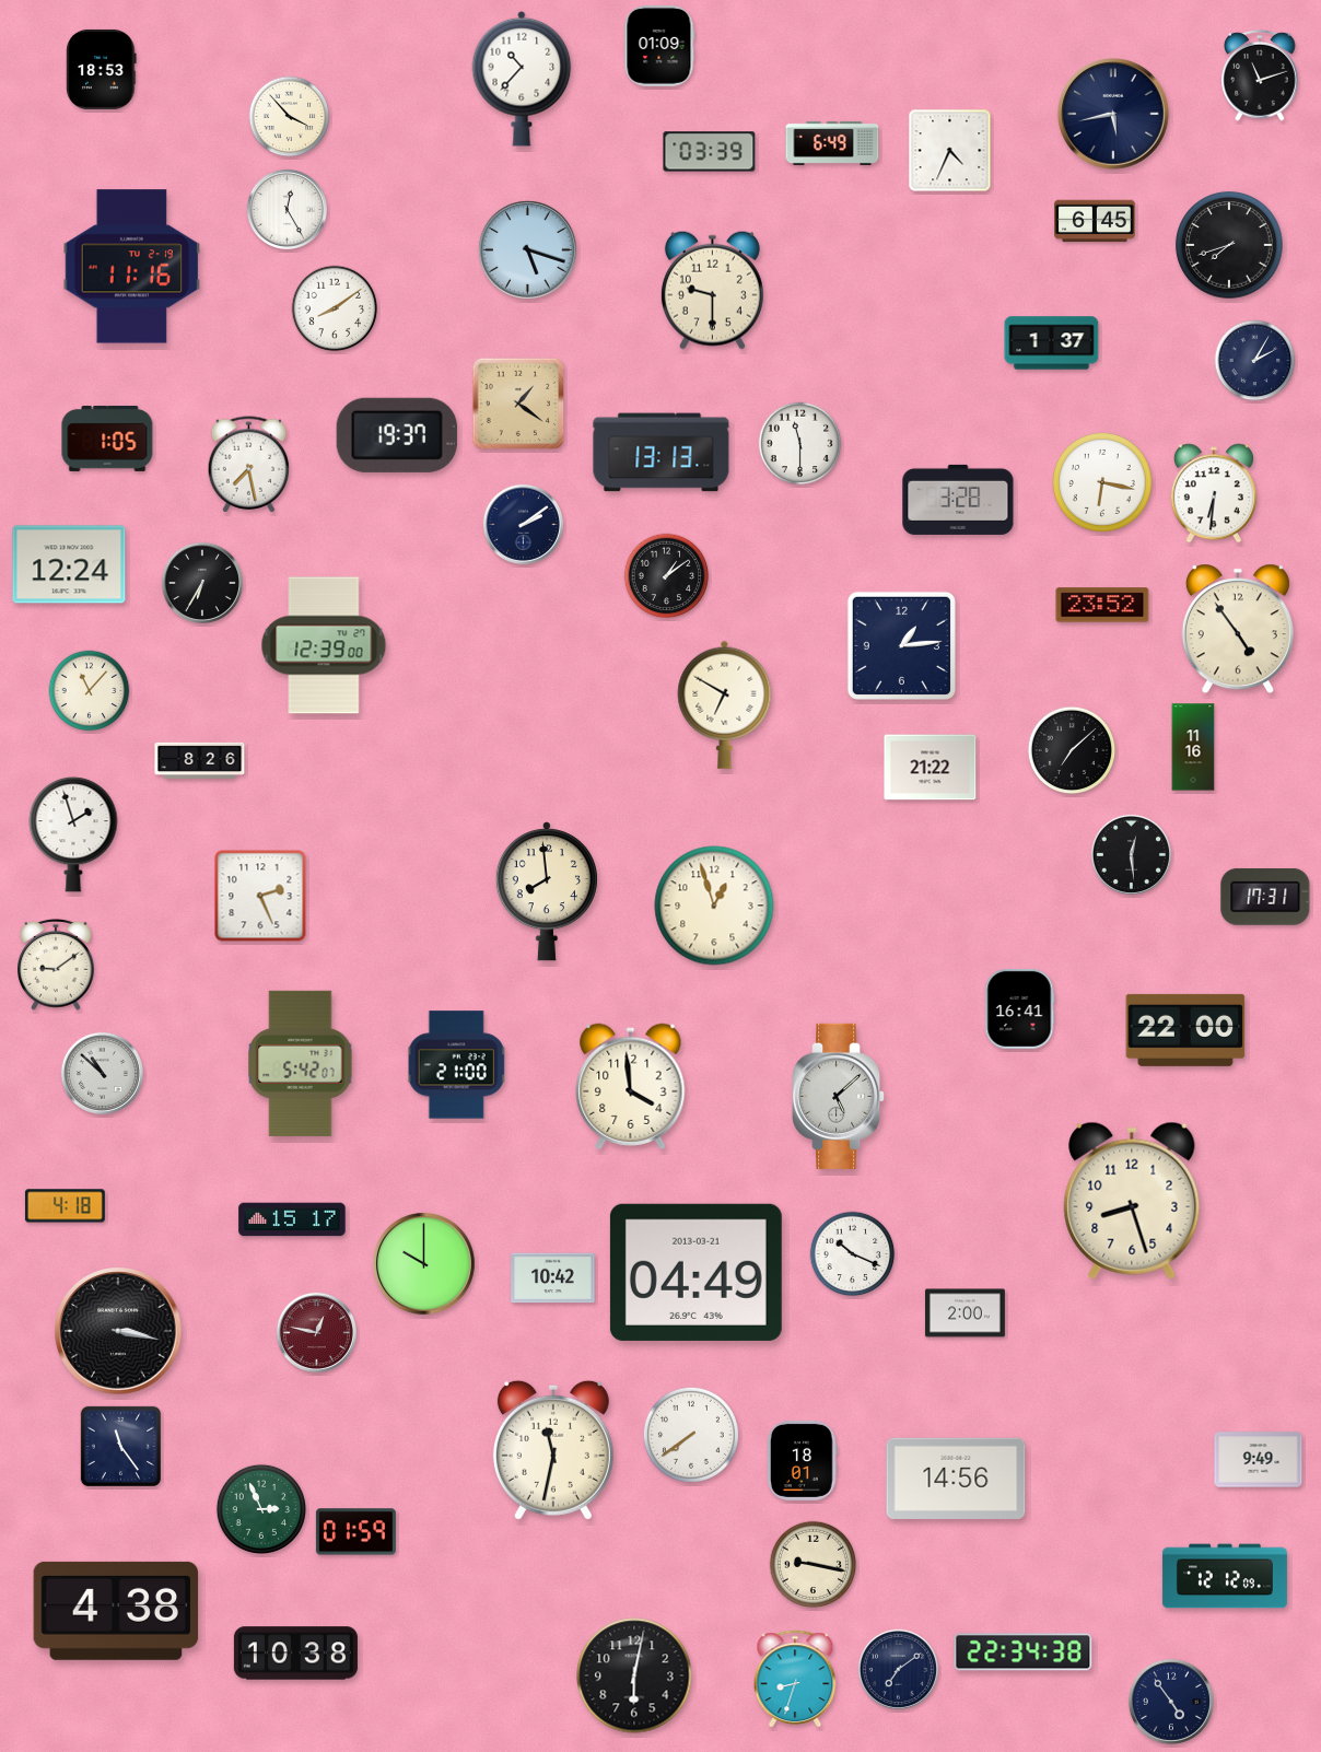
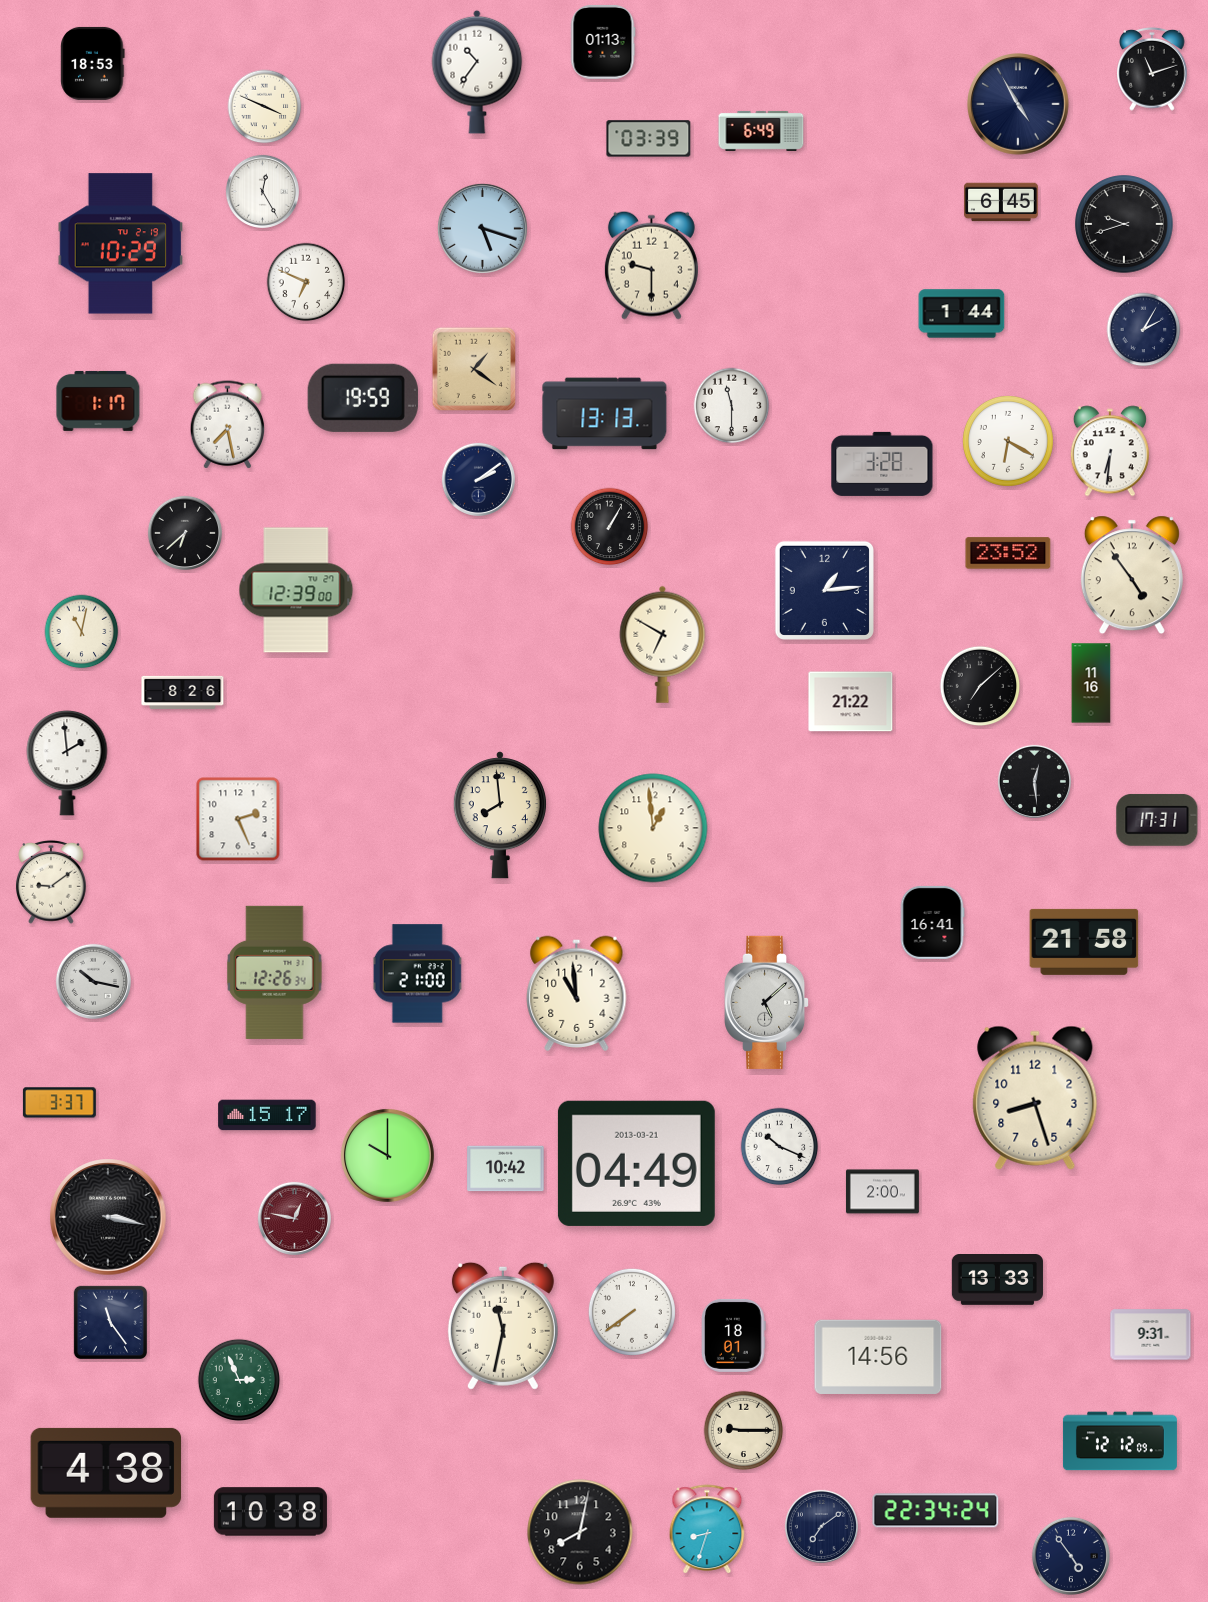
clock at (659, 46): 01:09 -> 01:13
clock at (522, 79): 10:37 -> 10:36
clock at (1114, 115): 5:43 -> 4:55
clock at (290, 117): 3:53 -> 3:49
clock at (950, 151): 4:34 -> none
clock at (1229, 245): 7:42 -> 9:42
clock at (132, 267): 11:16 -> 10:29
clock at (335, 308): 8:09 -> 6:49
clock at (1052, 343): 1:37 -> 1:44
clock at (1255, 361) position: (1255, 361) -> (1144, 330)
clock at (397, 435): 19:37 -> 19:59
clock at (107, 439): 1:05 -> 1:17
clock at (1102, 482): 6:17 -> 6:20
clock at (958, 500) position: (958, 500) -> (882, 464)
clock at (69, 564): 12:24 -> none
clock at (667, 576): 1:09 -> 1:05
clock at (202, 583): 6:35 -> 6:38
clock at (90, 691): 11:07 -> 11:02
clock at (200, 760) position: (200, 760) -> (183, 692)
clock at (73, 834): 1:57 -> 1:59
clock at (714, 906): 12:57 -> 12:59
clock at (1185, 1030): 22:00 -> 21:58
clock at (301, 1063): 5:42 -> 12:26
clock at (102, 1073): 10:52 -> 10:17
clock at (631, 1086): 3:59 -> 10:59
clock at (65, 1206): 4:18 -> 3:37
clock at (965, 1313) position: (965, 1313) -> (882, 1192)
clock at (316, 1332) position: (316, 1332) -> (294, 1218)
clock at (997, 1280): none -> 13:33
clock at (553, 1450) position: (553, 1450) -> (503, 1326)
clock at (1259, 1460): 9:49 -> 9:31
clock at (956, 1479) position: (956, 1479) -> (878, 1357)
clock at (355, 1532): 01:59 -> none
clock at (814, 1565): 9:17 -> 9:15
clock at (1024, 1652): 22:34:38 -> 22:34:24
clock at (634, 1675): 6:02 -> 8:02
clock at (795, 1680) position: (795, 1680) -> (707, 1530)
